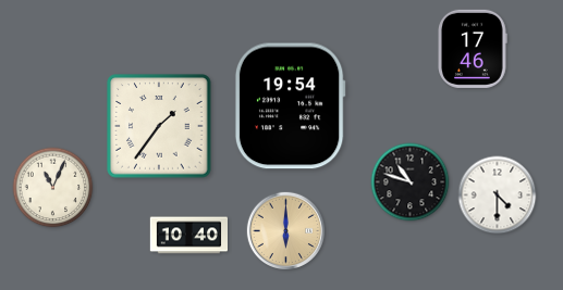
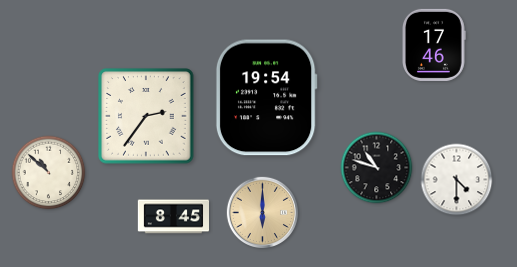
clock at (159, 126): 1:36 -> 2:36
clock at (53, 188): 11:04 -> 10:52
clock at (188, 236): 10:40 -> 8:45
